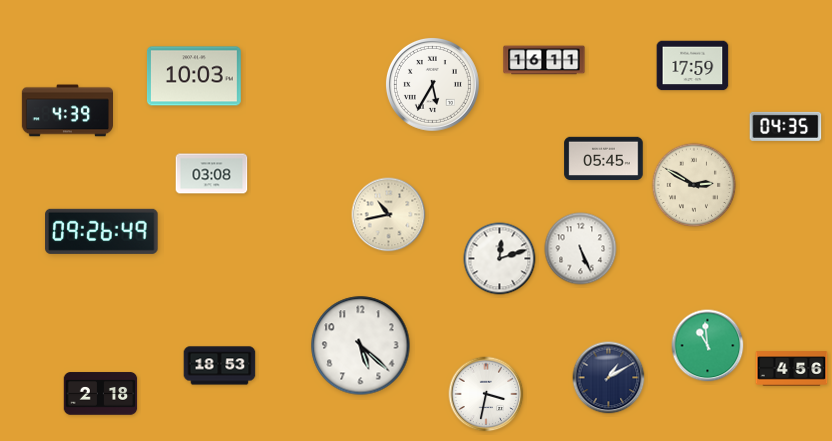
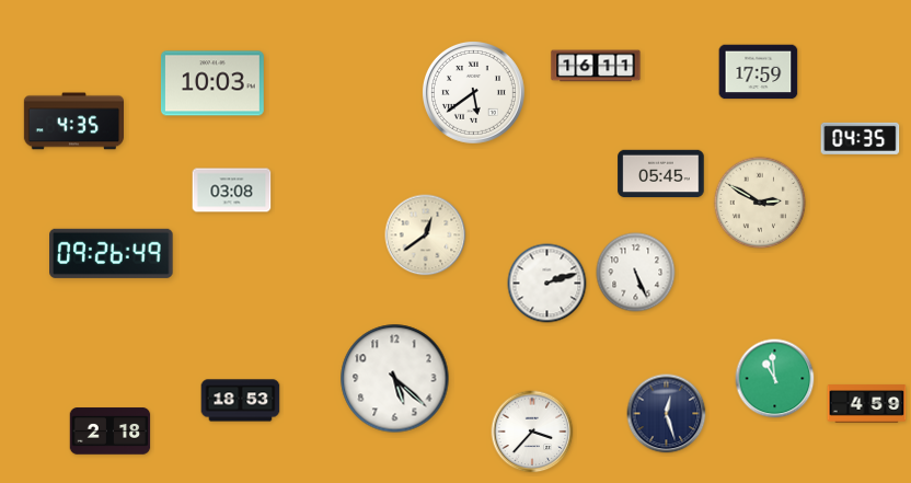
clock at (432, 84): 5:35 -> 5:39
clock at (67, 111): 4:39 -> 4:35
clock at (389, 215): 10:43 -> 12:39
clock at (500, 259): 12:12 -> 2:12
clock at (792, 369): 4:56 -> 4:59
clock at (609, 378): 1:10 -> 12:27
clock at (486, 394): 3:32 -> 3:37
